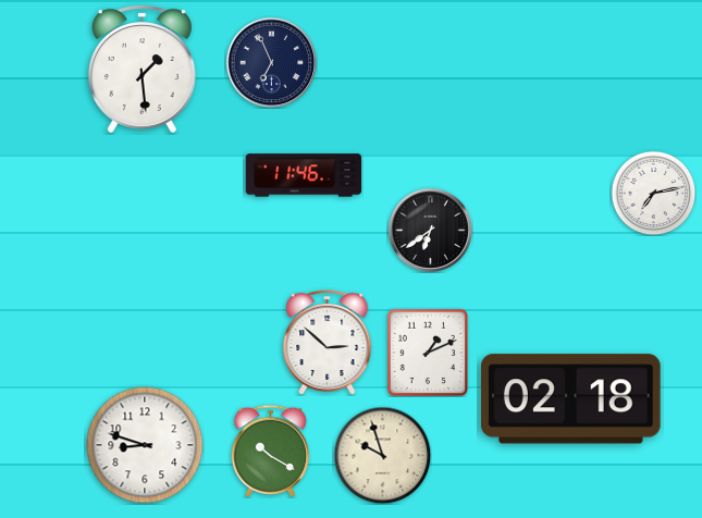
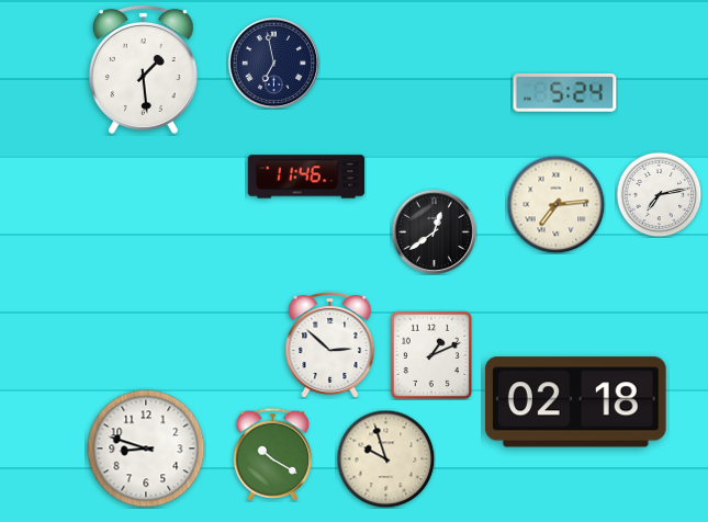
clock at (271, 62): 6:56 -> 6:58
clock at (565, 93): none -> 5:24
clock at (555, 204): none -> 7:14
clock at (430, 230): 6:39 -> 12:39
